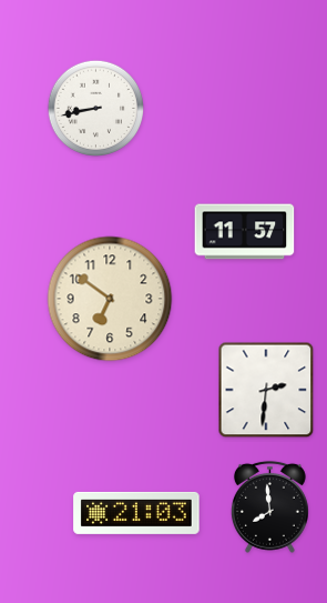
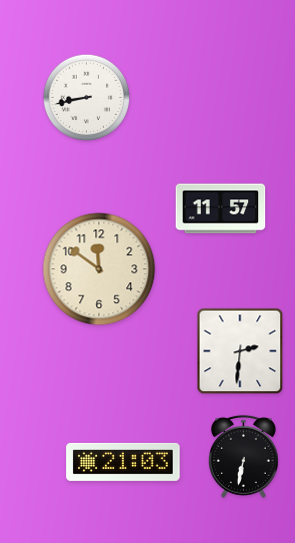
clock at (110, 299): 6:51 -> 11:51
clock at (269, 506): 7:59 -> 6:32
